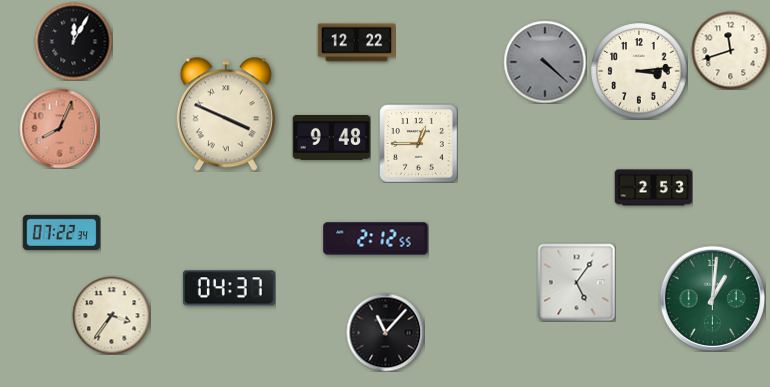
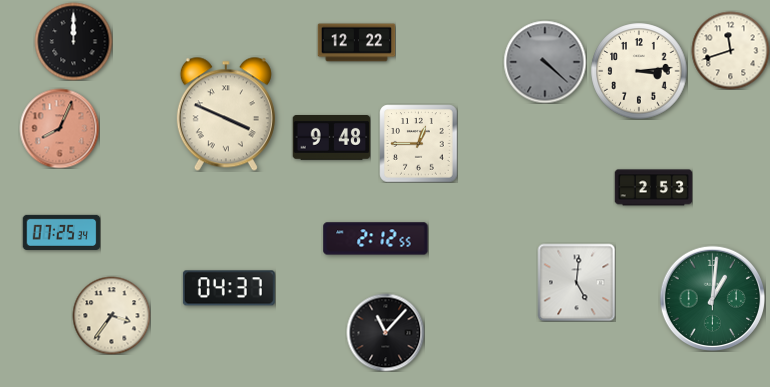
clock at (73, 41): 12:05 -> 12:00
clock at (61, 232): 07:22 -> 07:25
clock at (576, 282): 5:06 -> 5:01
